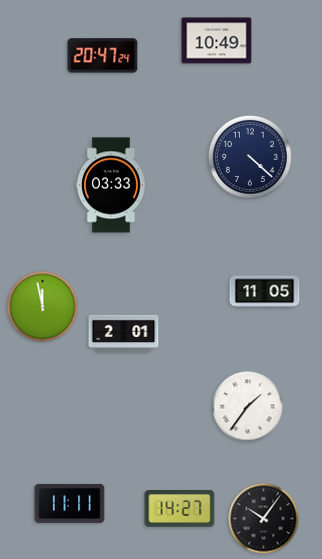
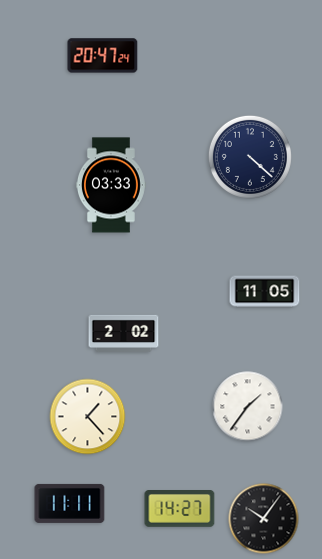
clock at (217, 41): 10:49 -> none
clock at (43, 307): 11:58 -> none
clock at (124, 333): 2:01 -> 2:02
clock at (88, 417): none -> 1:23
